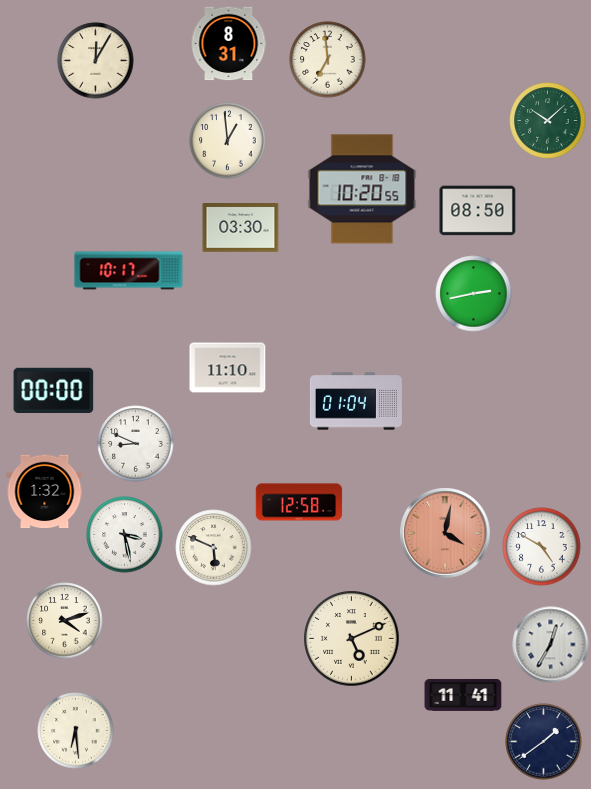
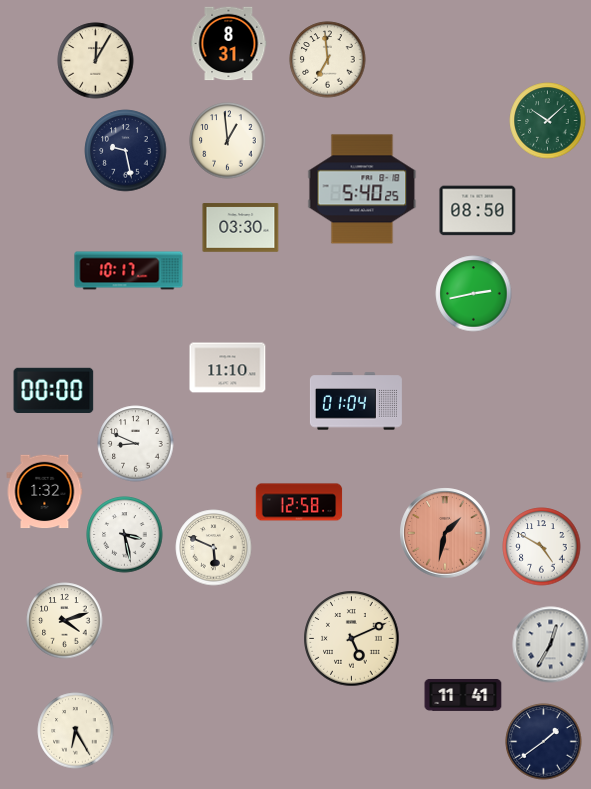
clock at (126, 151): none -> 9:28
clock at (362, 189): 10:20 -> 5:40
clock at (445, 533): 4:02 -> 1:32
clock at (76, 731): 6:29 -> 6:25
